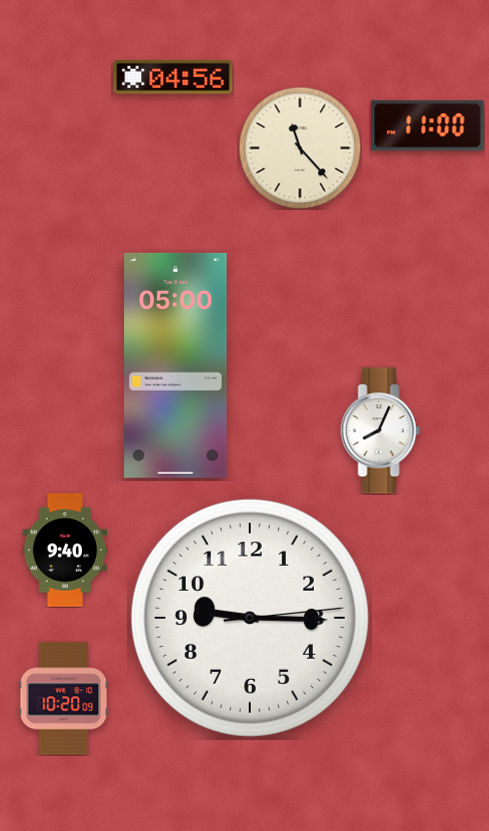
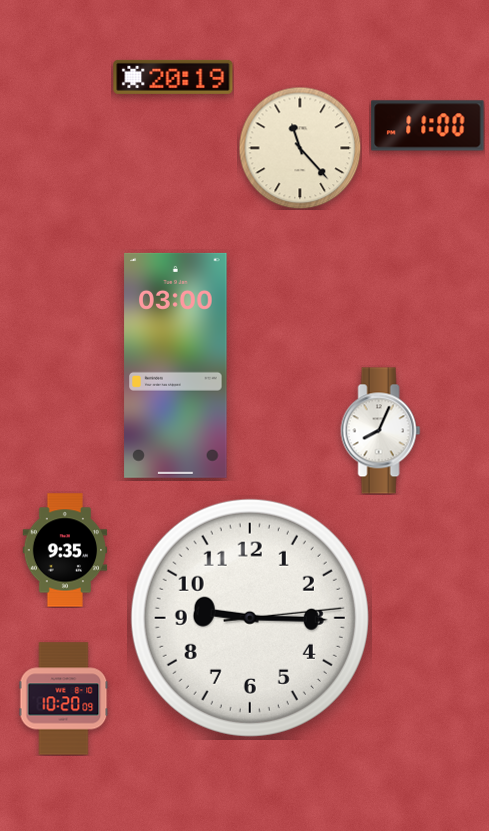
clock at (173, 77): 04:56 -> 20:19
clock at (176, 365): 05:00 -> 03:00
clock at (65, 550): 9:40 -> 9:35
